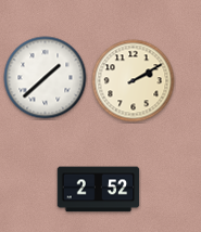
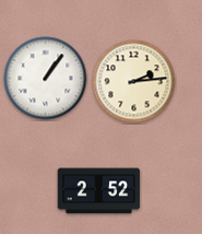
clock at (46, 78): 1:38 -> 1:06
clock at (134, 81): 2:10 -> 2:14
